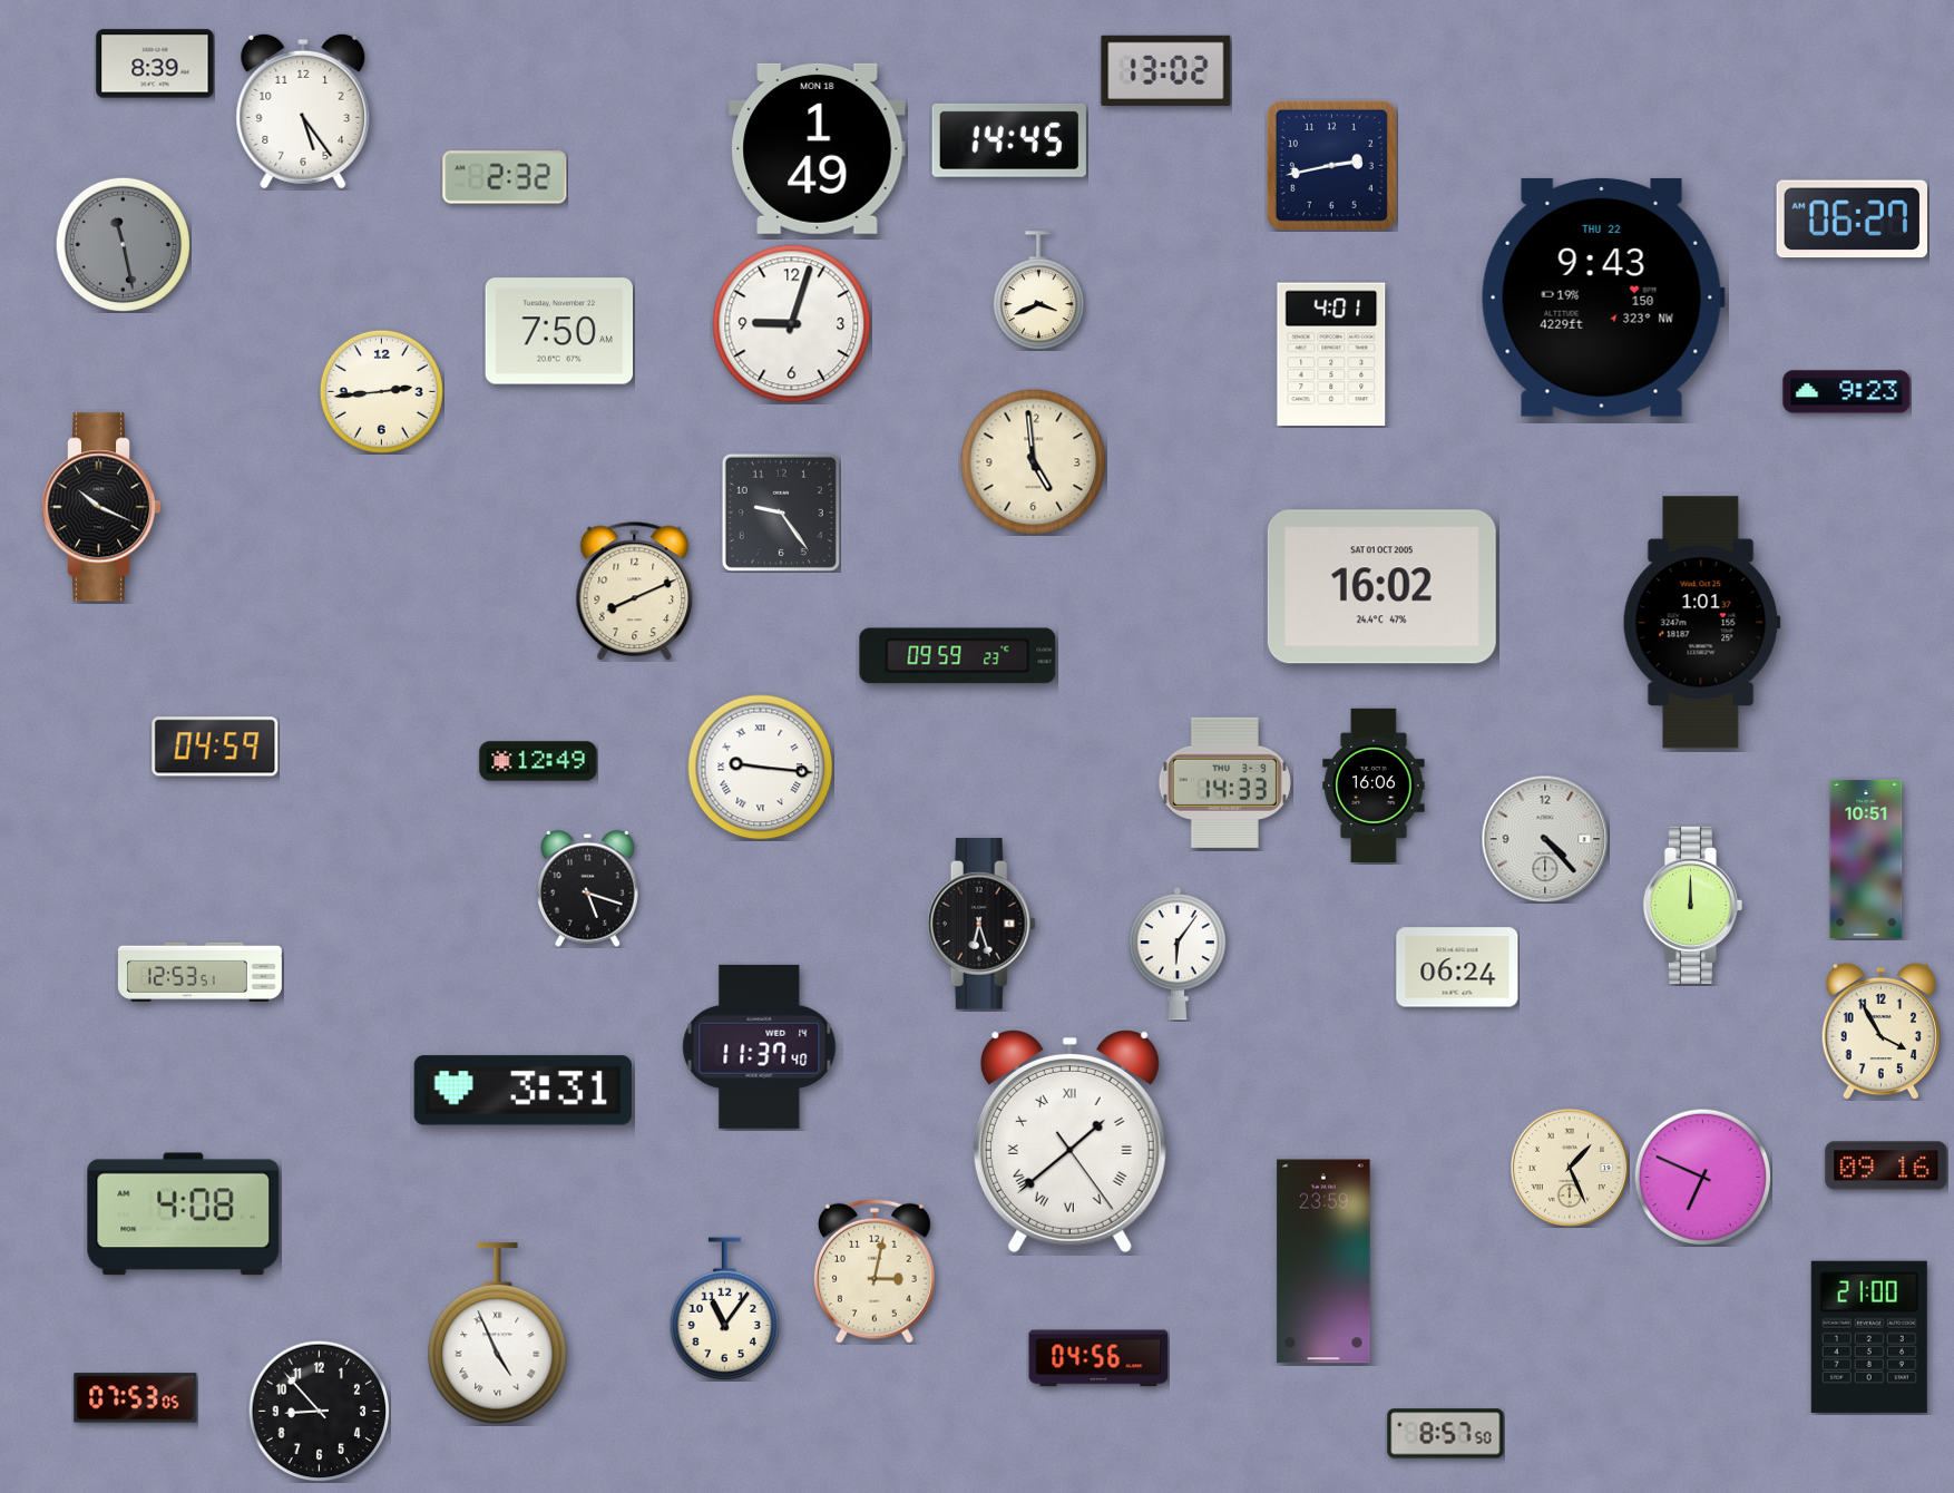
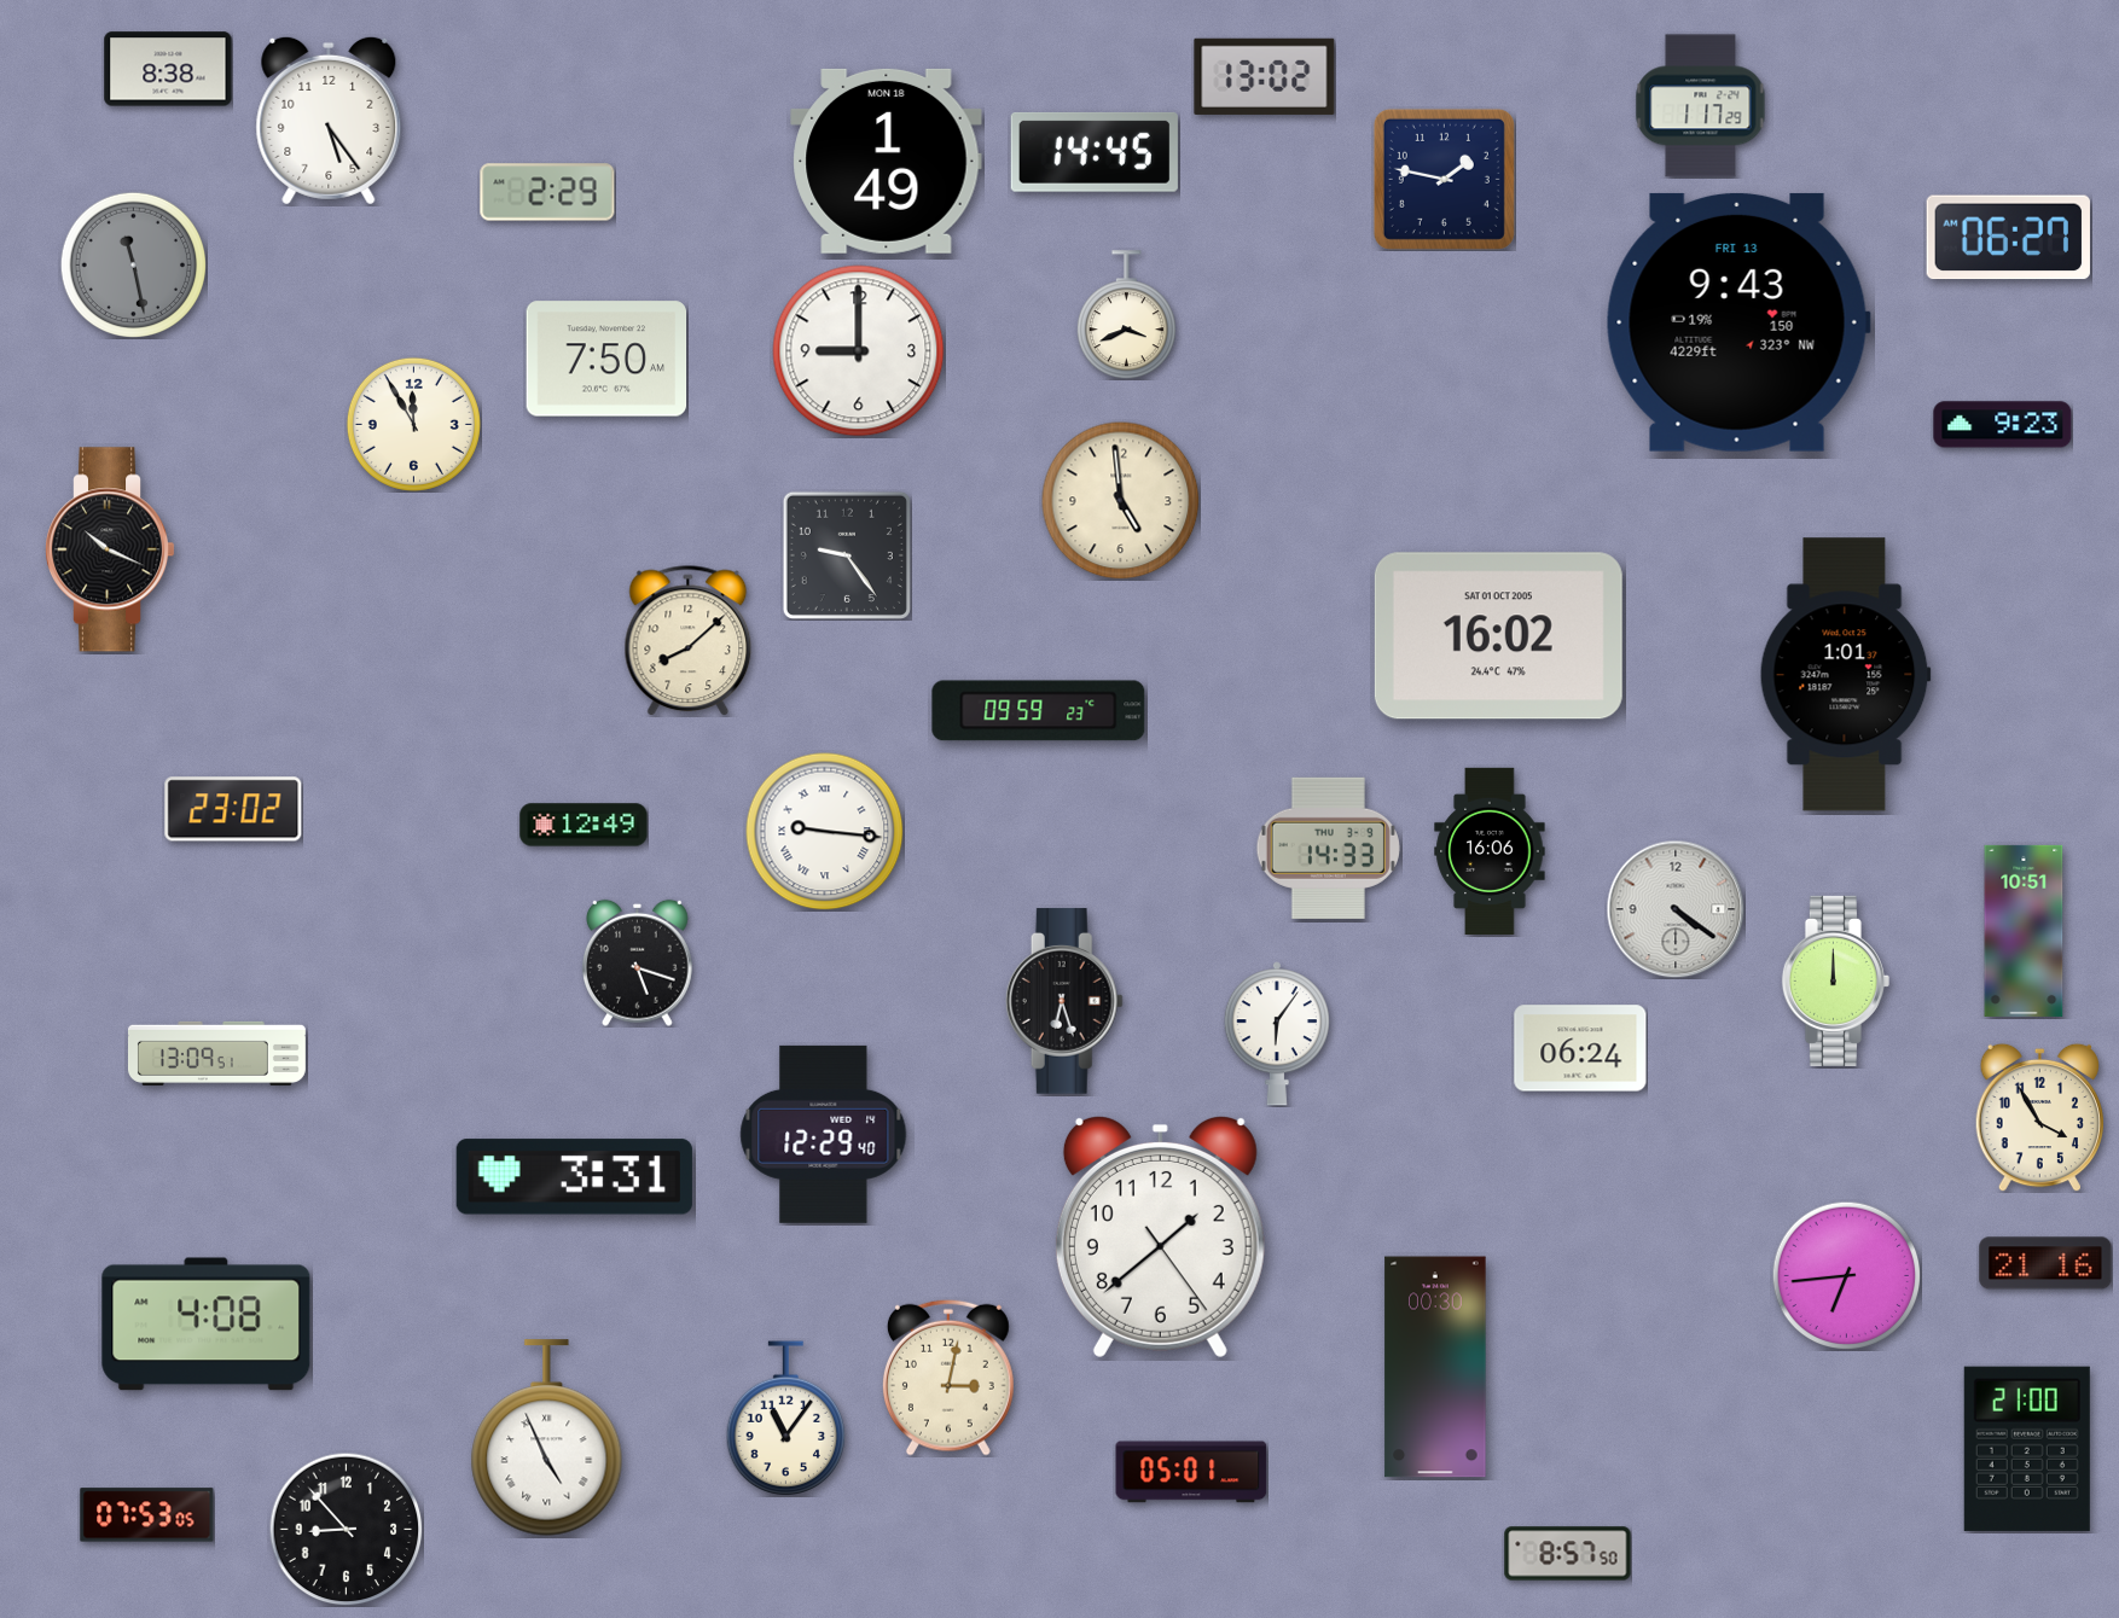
clock at (155, 64): 8:39 -> 8:38
clock at (1701, 106): none -> 1:17
clock at (1331, 165): 2:43 -> 1:47
clock at (505, 177): 2:32 -> 2:29
clock at (1603, 297) date: THU 22 -> FRI 13
clock at (792, 324): 9:03 -> 9:00
clock at (1331, 354): 4:01 -> none
clock at (381, 391): 2:44 -> 11:55
clock at (635, 592): 8:11 -> 8:08
clock at (215, 746): 04:59 -> 23:02
clock at (1545, 839): 4:23 -> 4:21
clock at (199, 972): 12:53 -> 13:09
clock at (760, 1046): 11:37 -> 12:29
clock at (522, 1091) position: (522, 1091) -> (574, 1177)
clock at (1069, 1141) numerals: Roman -> Arabic
clock at (1886, 1165): 09:16 -> 21:16
clock at (1569, 1167): 1:26 -> none
clock at (1702, 1177): 6:49 -> 6:44
clock at (184, 1214) position: (184, 1214) -> (207, 1325)
clock at (1323, 1261): 23:59 -> 00:30
clock at (498, 1334) position: (498, 1334) -> (547, 1438)
clock at (1098, 1358): 04:56 -> 05:01
